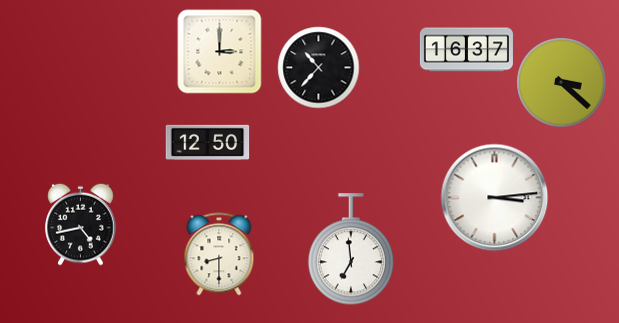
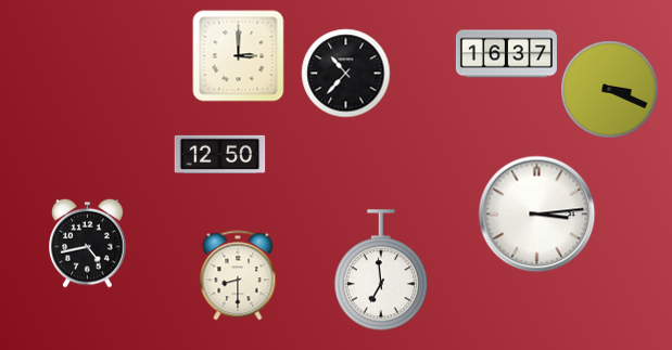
clock at (561, 82): 3:22 -> 3:19
clock at (207, 142) position: (207, 142) -> (219, 154)
